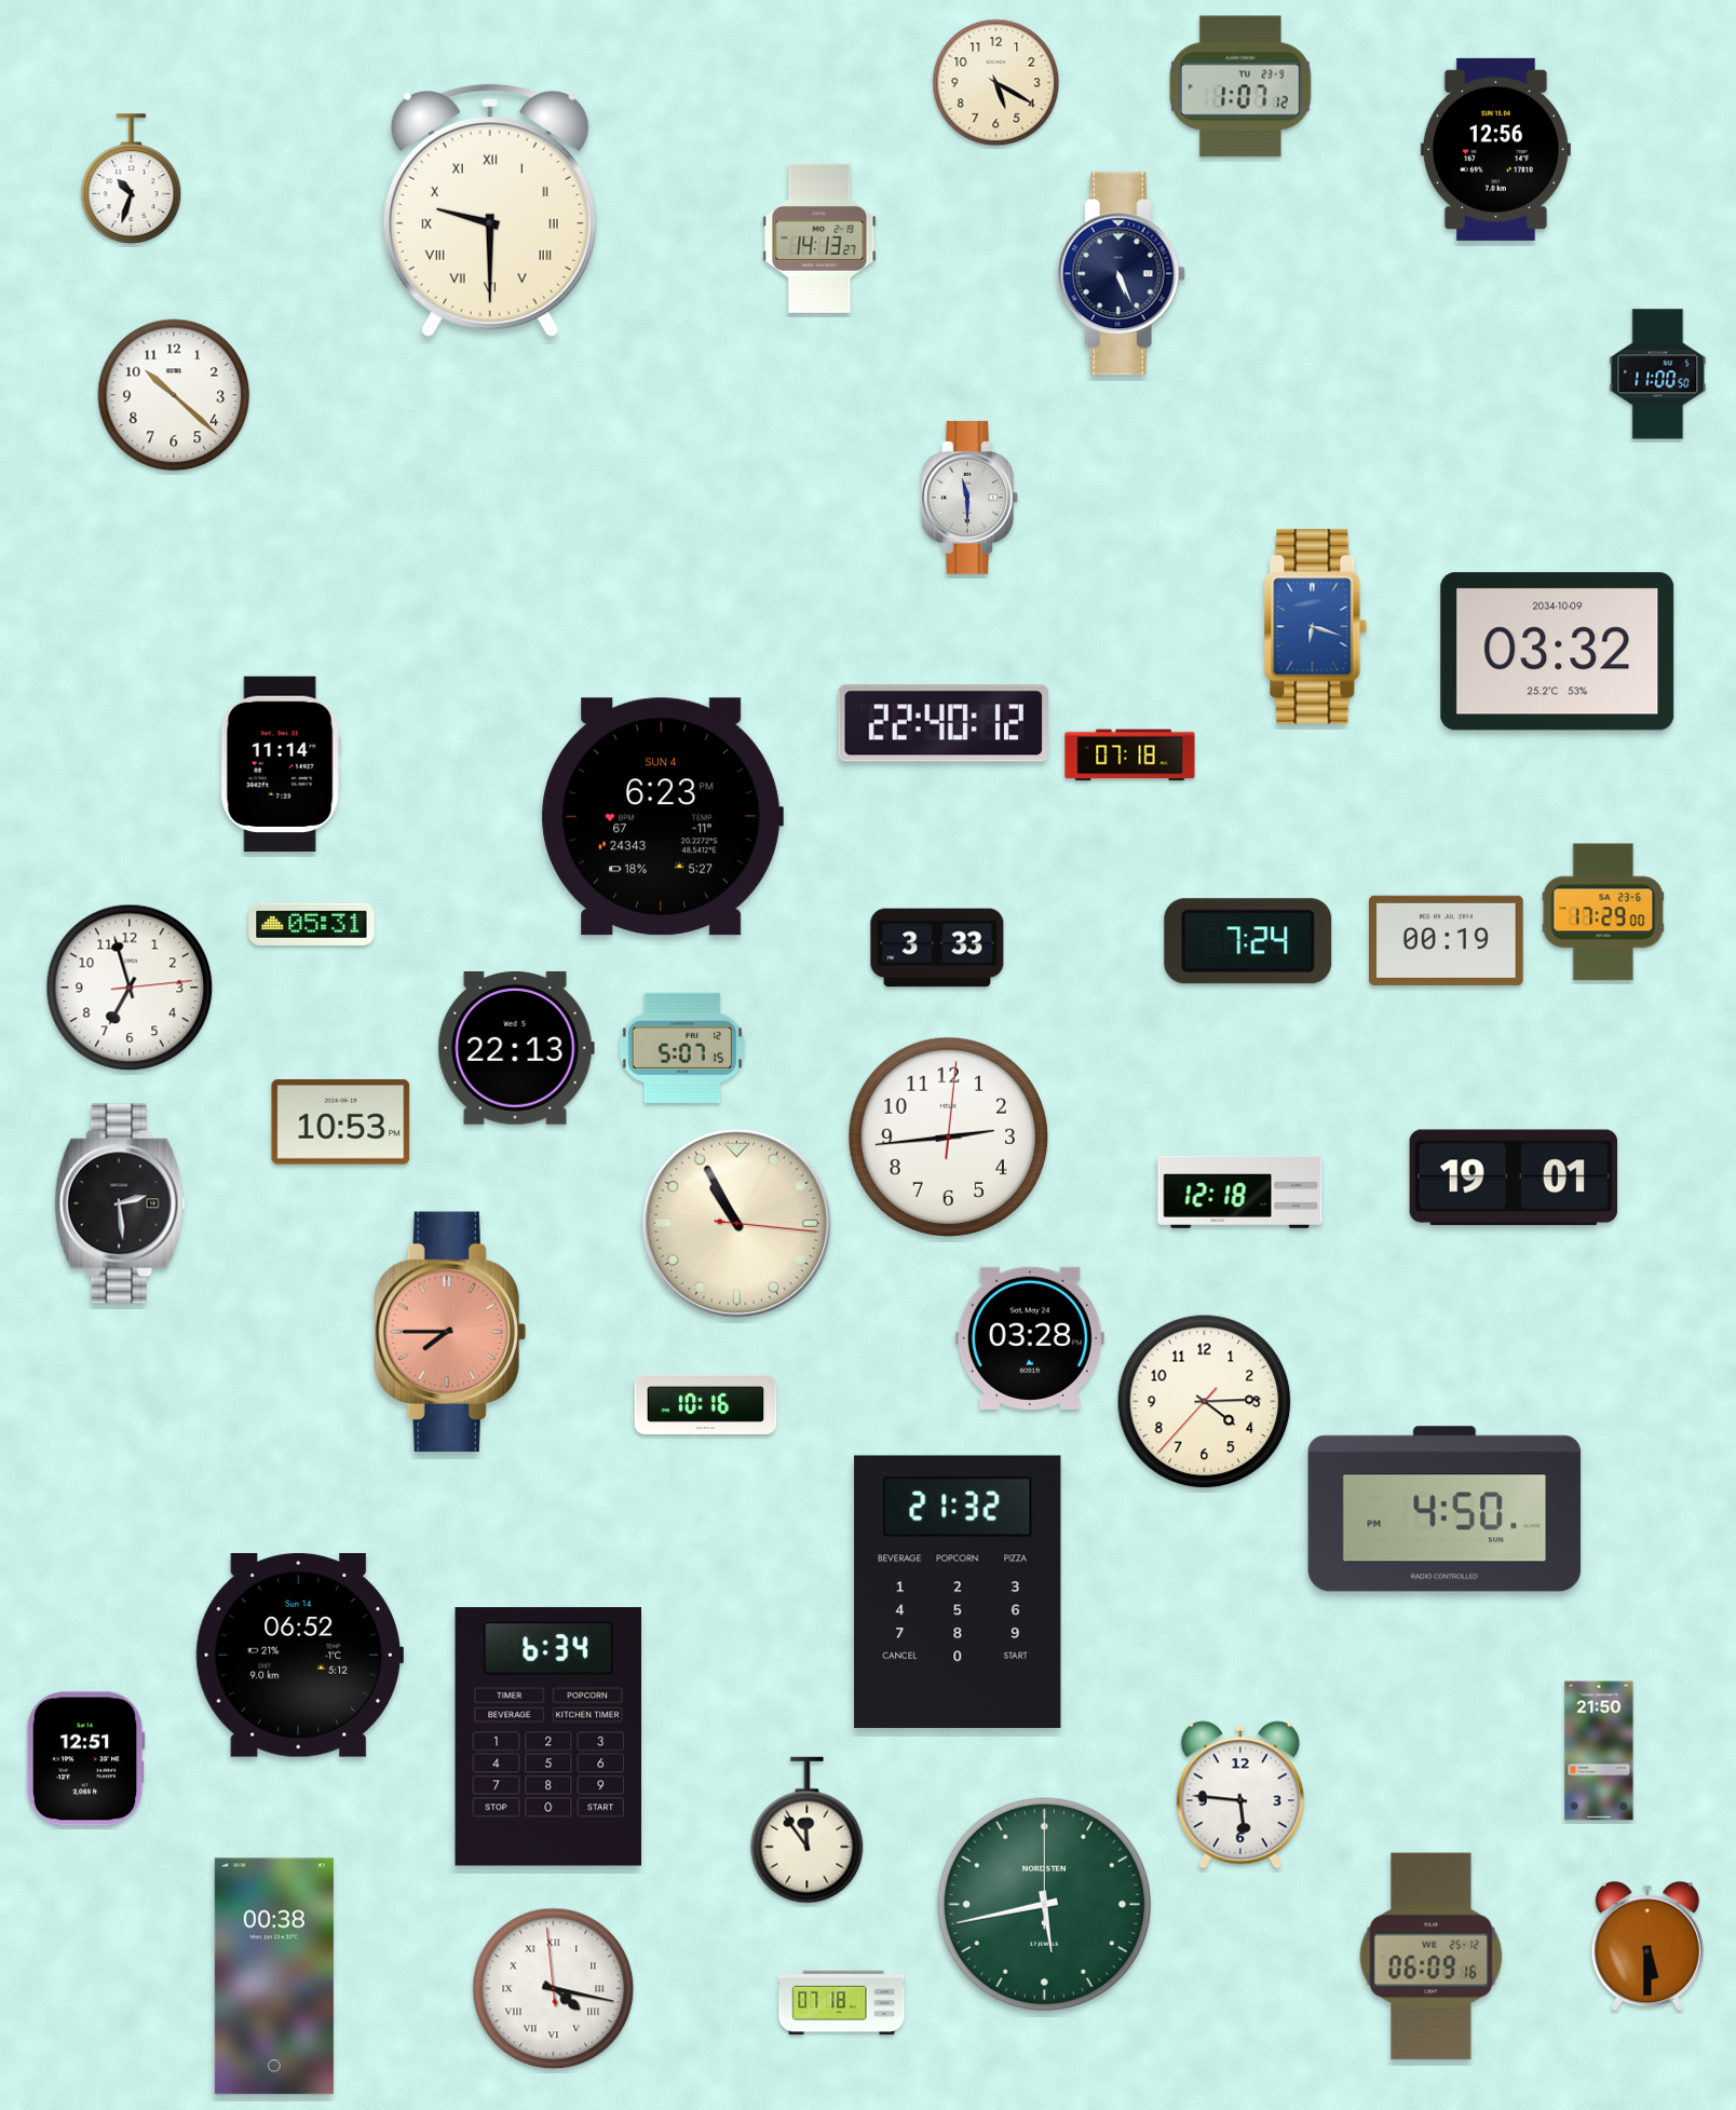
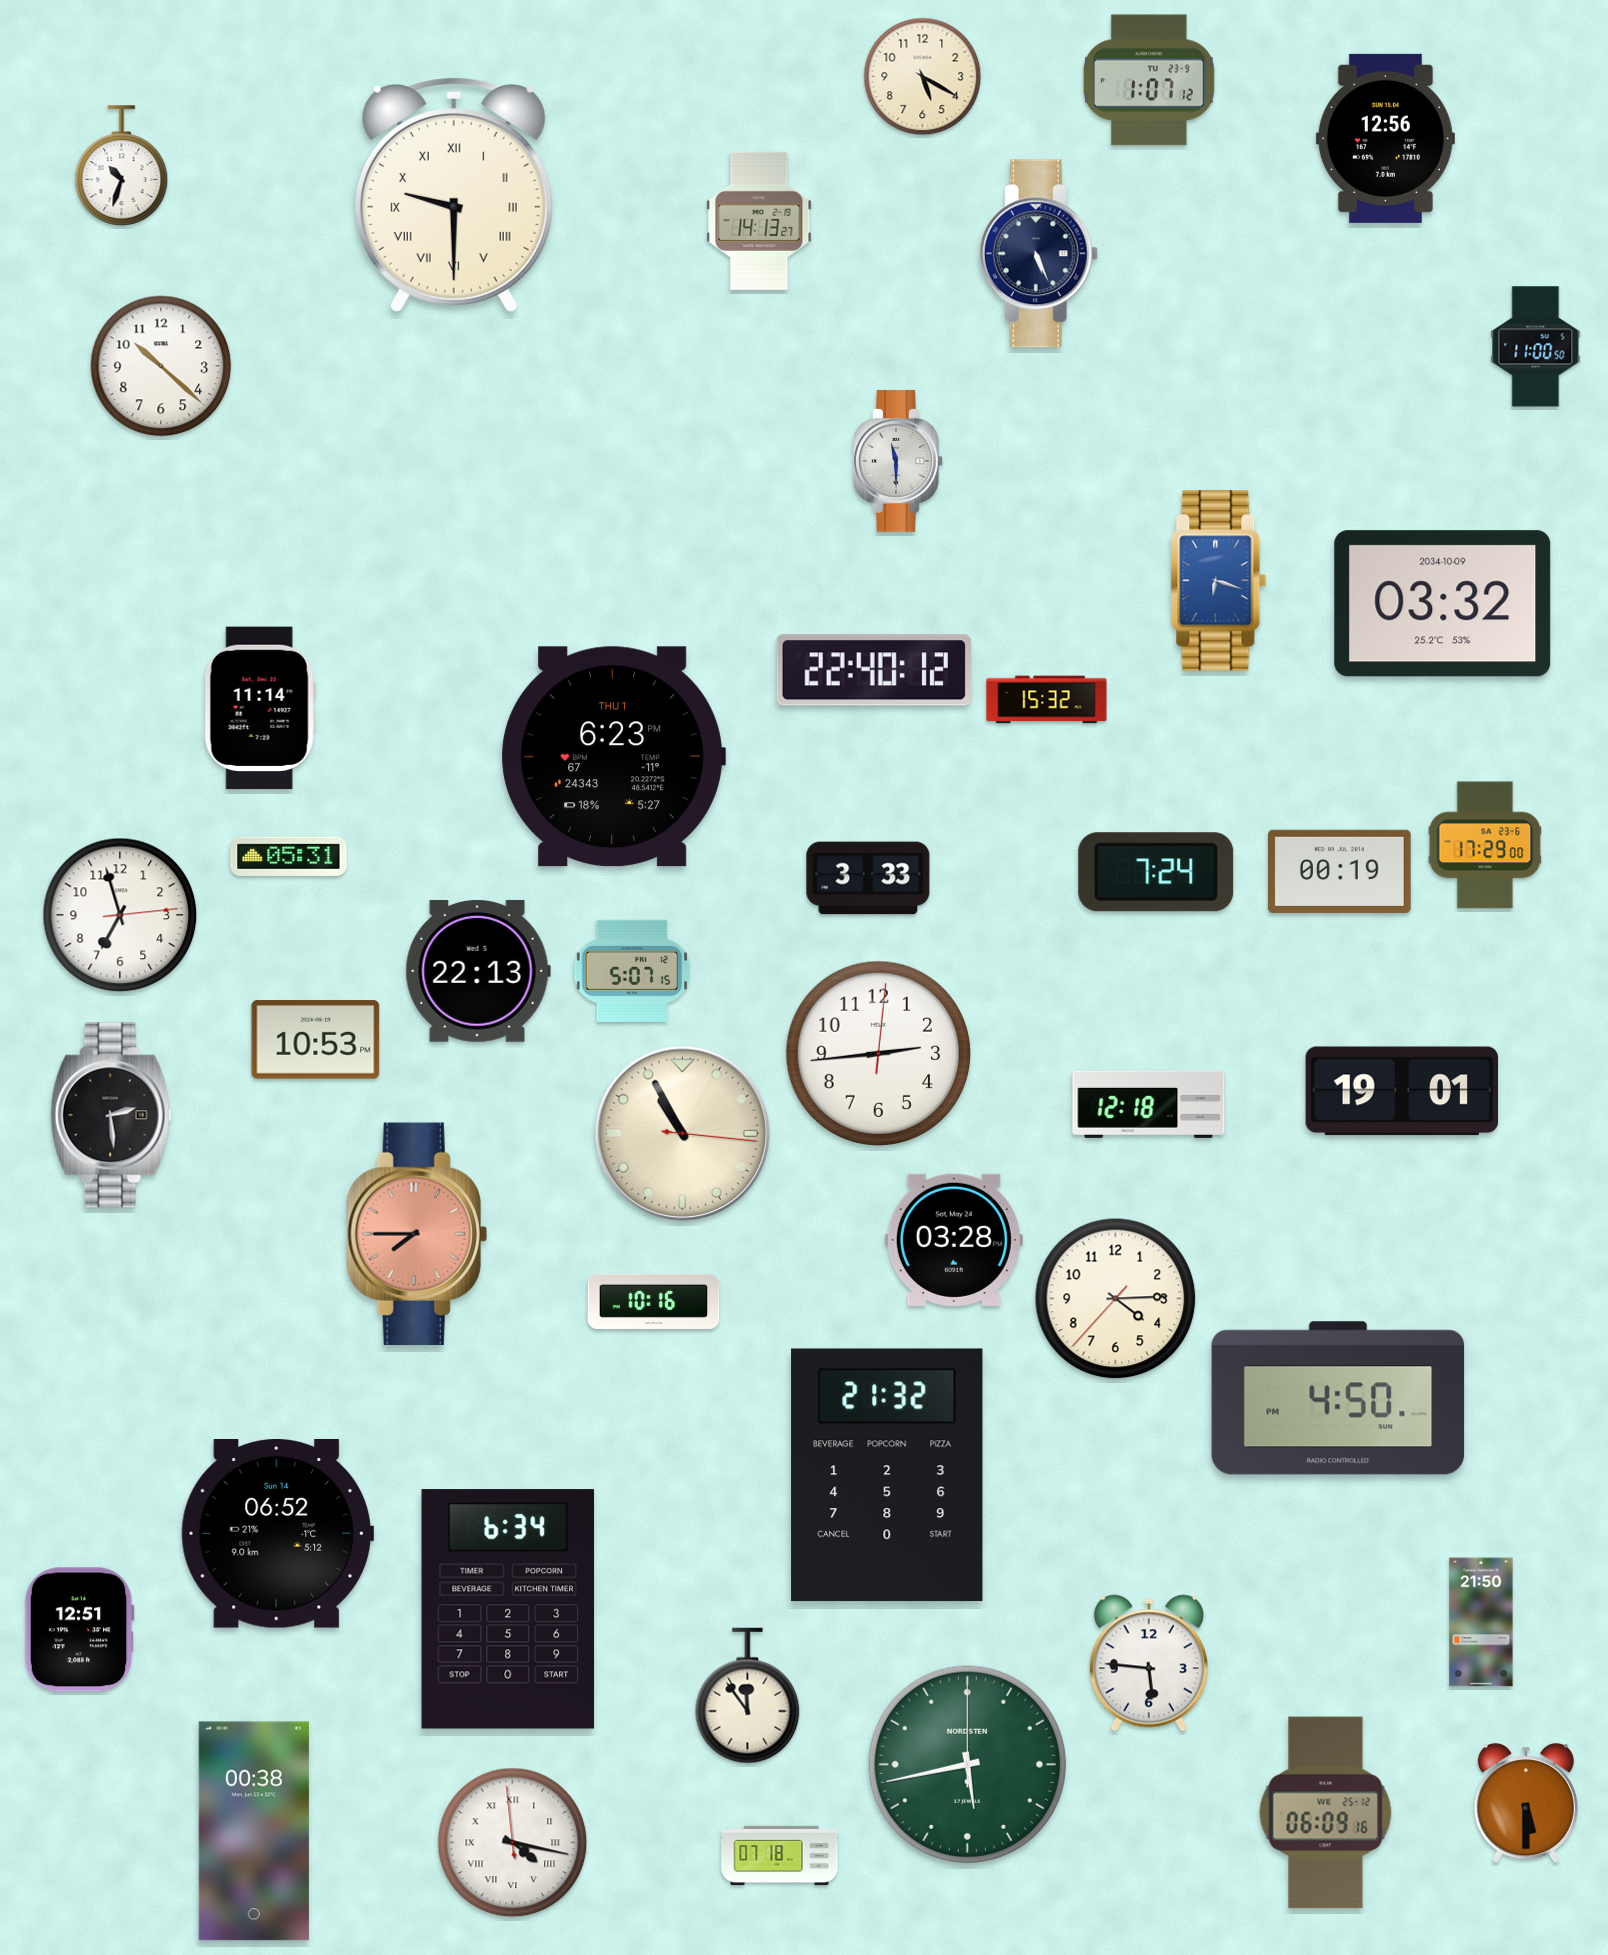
clock at (1130, 755): 07:18 -> 15:32
clock at (662, 817) date: SUN 4 -> THU 1
